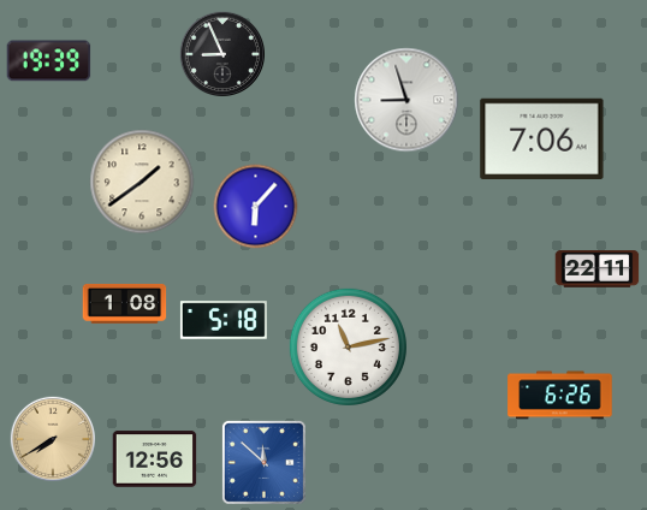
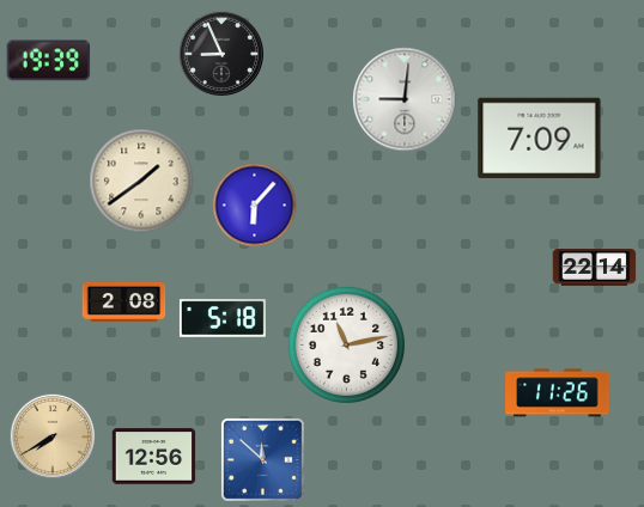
clock at (406, 100): 8:57 -> 9:01
clock at (542, 138): 7:06 -> 7:09
clock at (598, 269): 22:11 -> 22:14
clock at (125, 303): 1:08 -> 2:08
clock at (560, 396): 6:26 -> 11:26
